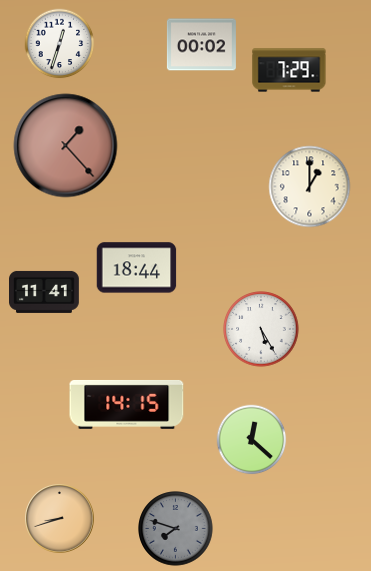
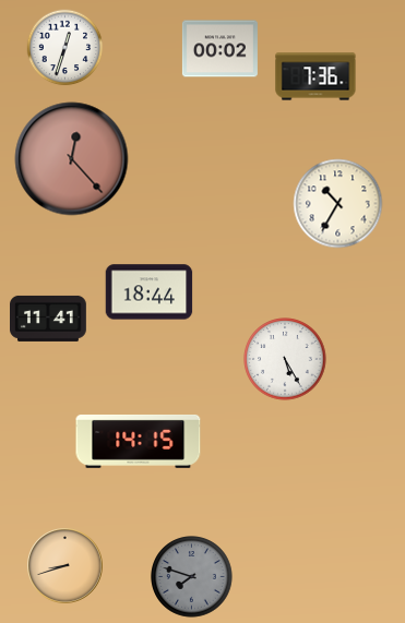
clock at (289, 70): 7:29 -> 7:36
clock at (66, 146): 1:23 -> 12:23
clock at (310, 187): 1:00 -> 10:35
clock at (252, 440): 12:22 -> none
